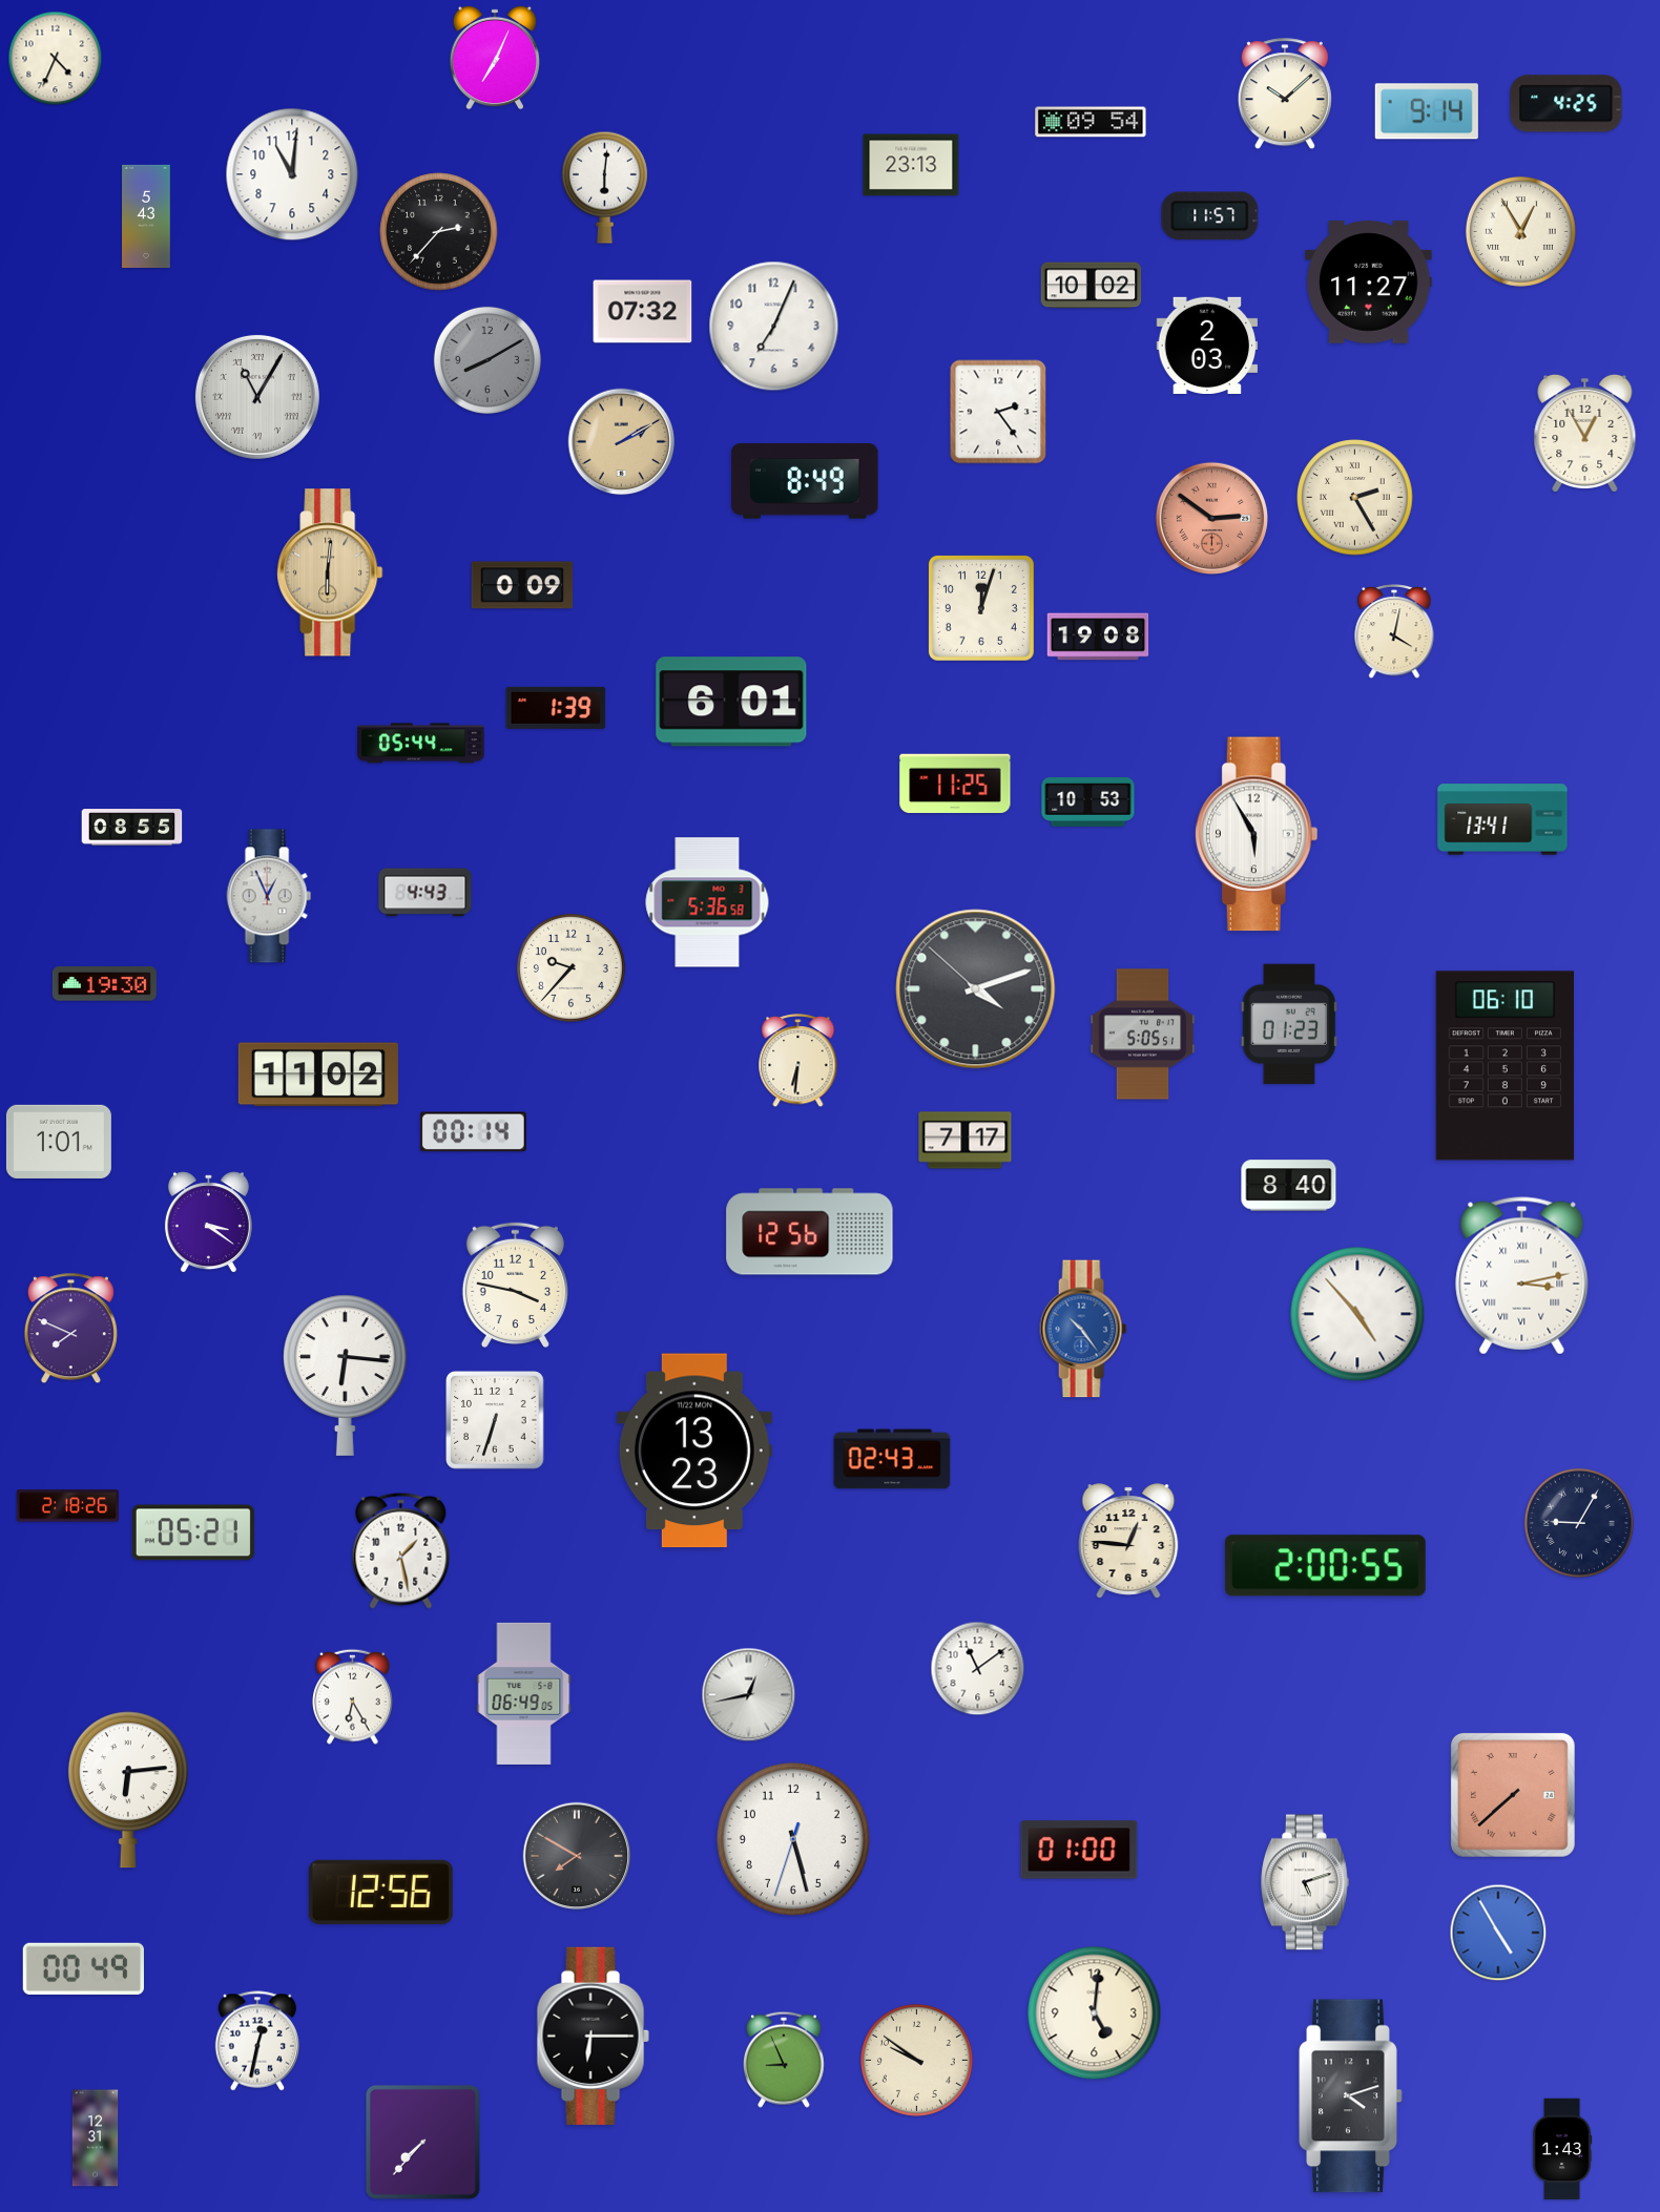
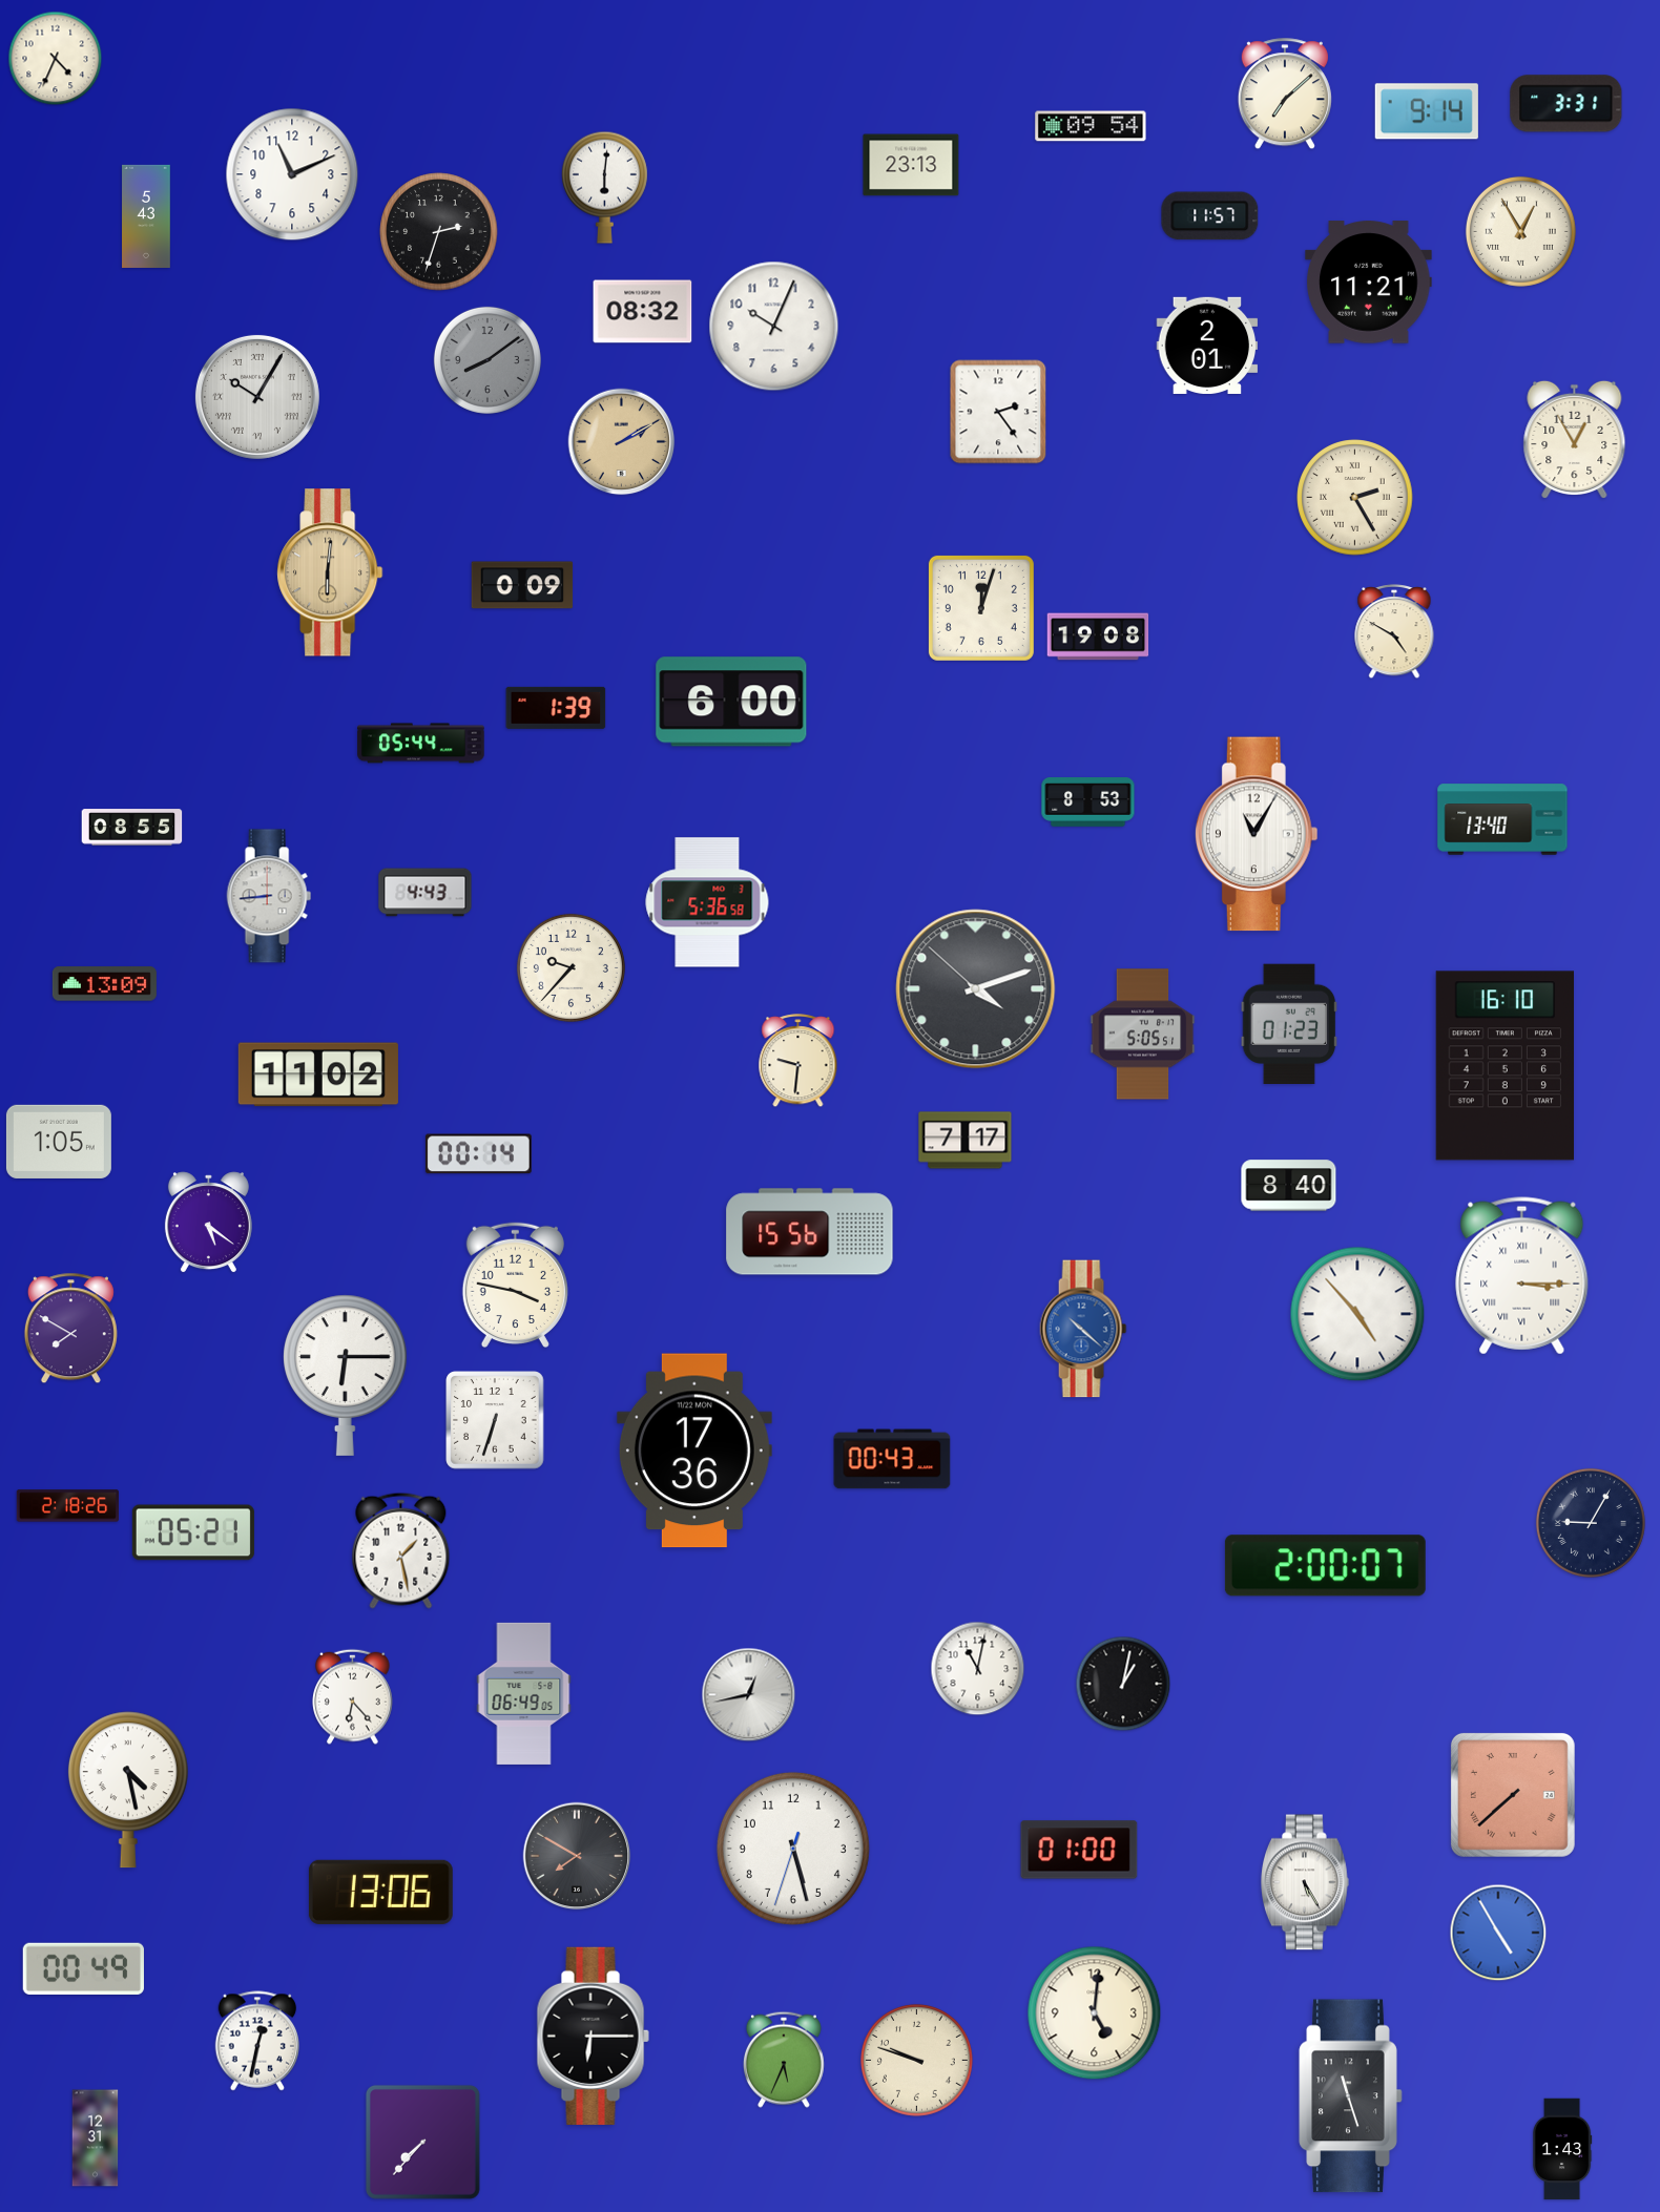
clock at (495, 58): 7:04 -> none
clock at (1285, 95): 10:08 -> 7:08
clock at (1566, 104): 4:25 -> 3:31
clock at (1091, 122) position: (1091, 122) -> (1091, 126)
clock at (292, 174): 11:01 -> 11:11
clock at (439, 232): 2:37 -> 2:33
clock at (1369, 283): 11:27 -> 11:21
clock at (1092, 286): 10:02 -> none
clock at (643, 312): 07:32 -> 08:32
clock at (774, 327): 7:04 -> 10:04
clock at (1207, 346): 2:03 -> 2:01
clock at (487, 360): 8:10 -> 8:09
clock at (257, 397): 11:05 -> 10:05
clock at (1585, 433) position: (1585, 433) -> (1575, 439)
clock at (805, 481): 8:49 -> none
clock at (1211, 518): 2:51 -> none
clock at (1394, 631): 4:02 -> 4:50
clock at (731, 702): 6:01 -> 6:00
clock at (955, 784): 11:25 -> none
clock at (1088, 802): 10:53 -> 8:53
clock at (1502, 819): 13:41 -> 13:40
clock at (1257, 834): 5:55 -> 11:05
clock at (269, 896): 12:56 -> 8:44
clock at (104, 984): 19:30 -> 13:09
clock at (798, 1061): 6:31 -> 9:31
clock at (1505, 1066): 06:10 -> 16:10
clock at (473, 1132) position: (473, 1132) -> (478, 1154)
clock at (59, 1142): 1:01 -> 1:05
clock at (208, 1223): 3:21 -> 5:21
clock at (810, 1232): 12:56 -> 15:56
clock at (1522, 1276): 3:13 -> 3:15
clock at (70, 1329): 7:49 -> 7:50
clock at (1083, 1329): 10:24 -> 10:22
clock at (346, 1375): 6:16 -> 6:15
clock at (694, 1451): 13:23 -> 17:36
clock at (892, 1459): 02:43 -> 00:43
clock at (1579, 1523) position: (1579, 1523) -> (1591, 1523)
clock at (1128, 1541): 12:46 -> none
clock at (1325, 1566): 2:00:55 -> 2:00:07
clock at (978, 1669): 11:09 -> 11:02
clock at (1123, 1684): none -> 1:02
clock at (353, 1696): 6:25 -> 6:23
clock at (128, 1790): 6:14 -> 4:28
clock at (793, 1839) position: (793, 1839) -> (793, 1849)
clock at (1305, 1882): 5:12 -> 5:25
clock at (380, 1892): 12:56 -> 13:06
clock at (784, 2060): 8:56 -> 5:34
clock at (916, 2060): 9:51 -> 9:48
clock at (1351, 2096): 4:12 -> 11:27
